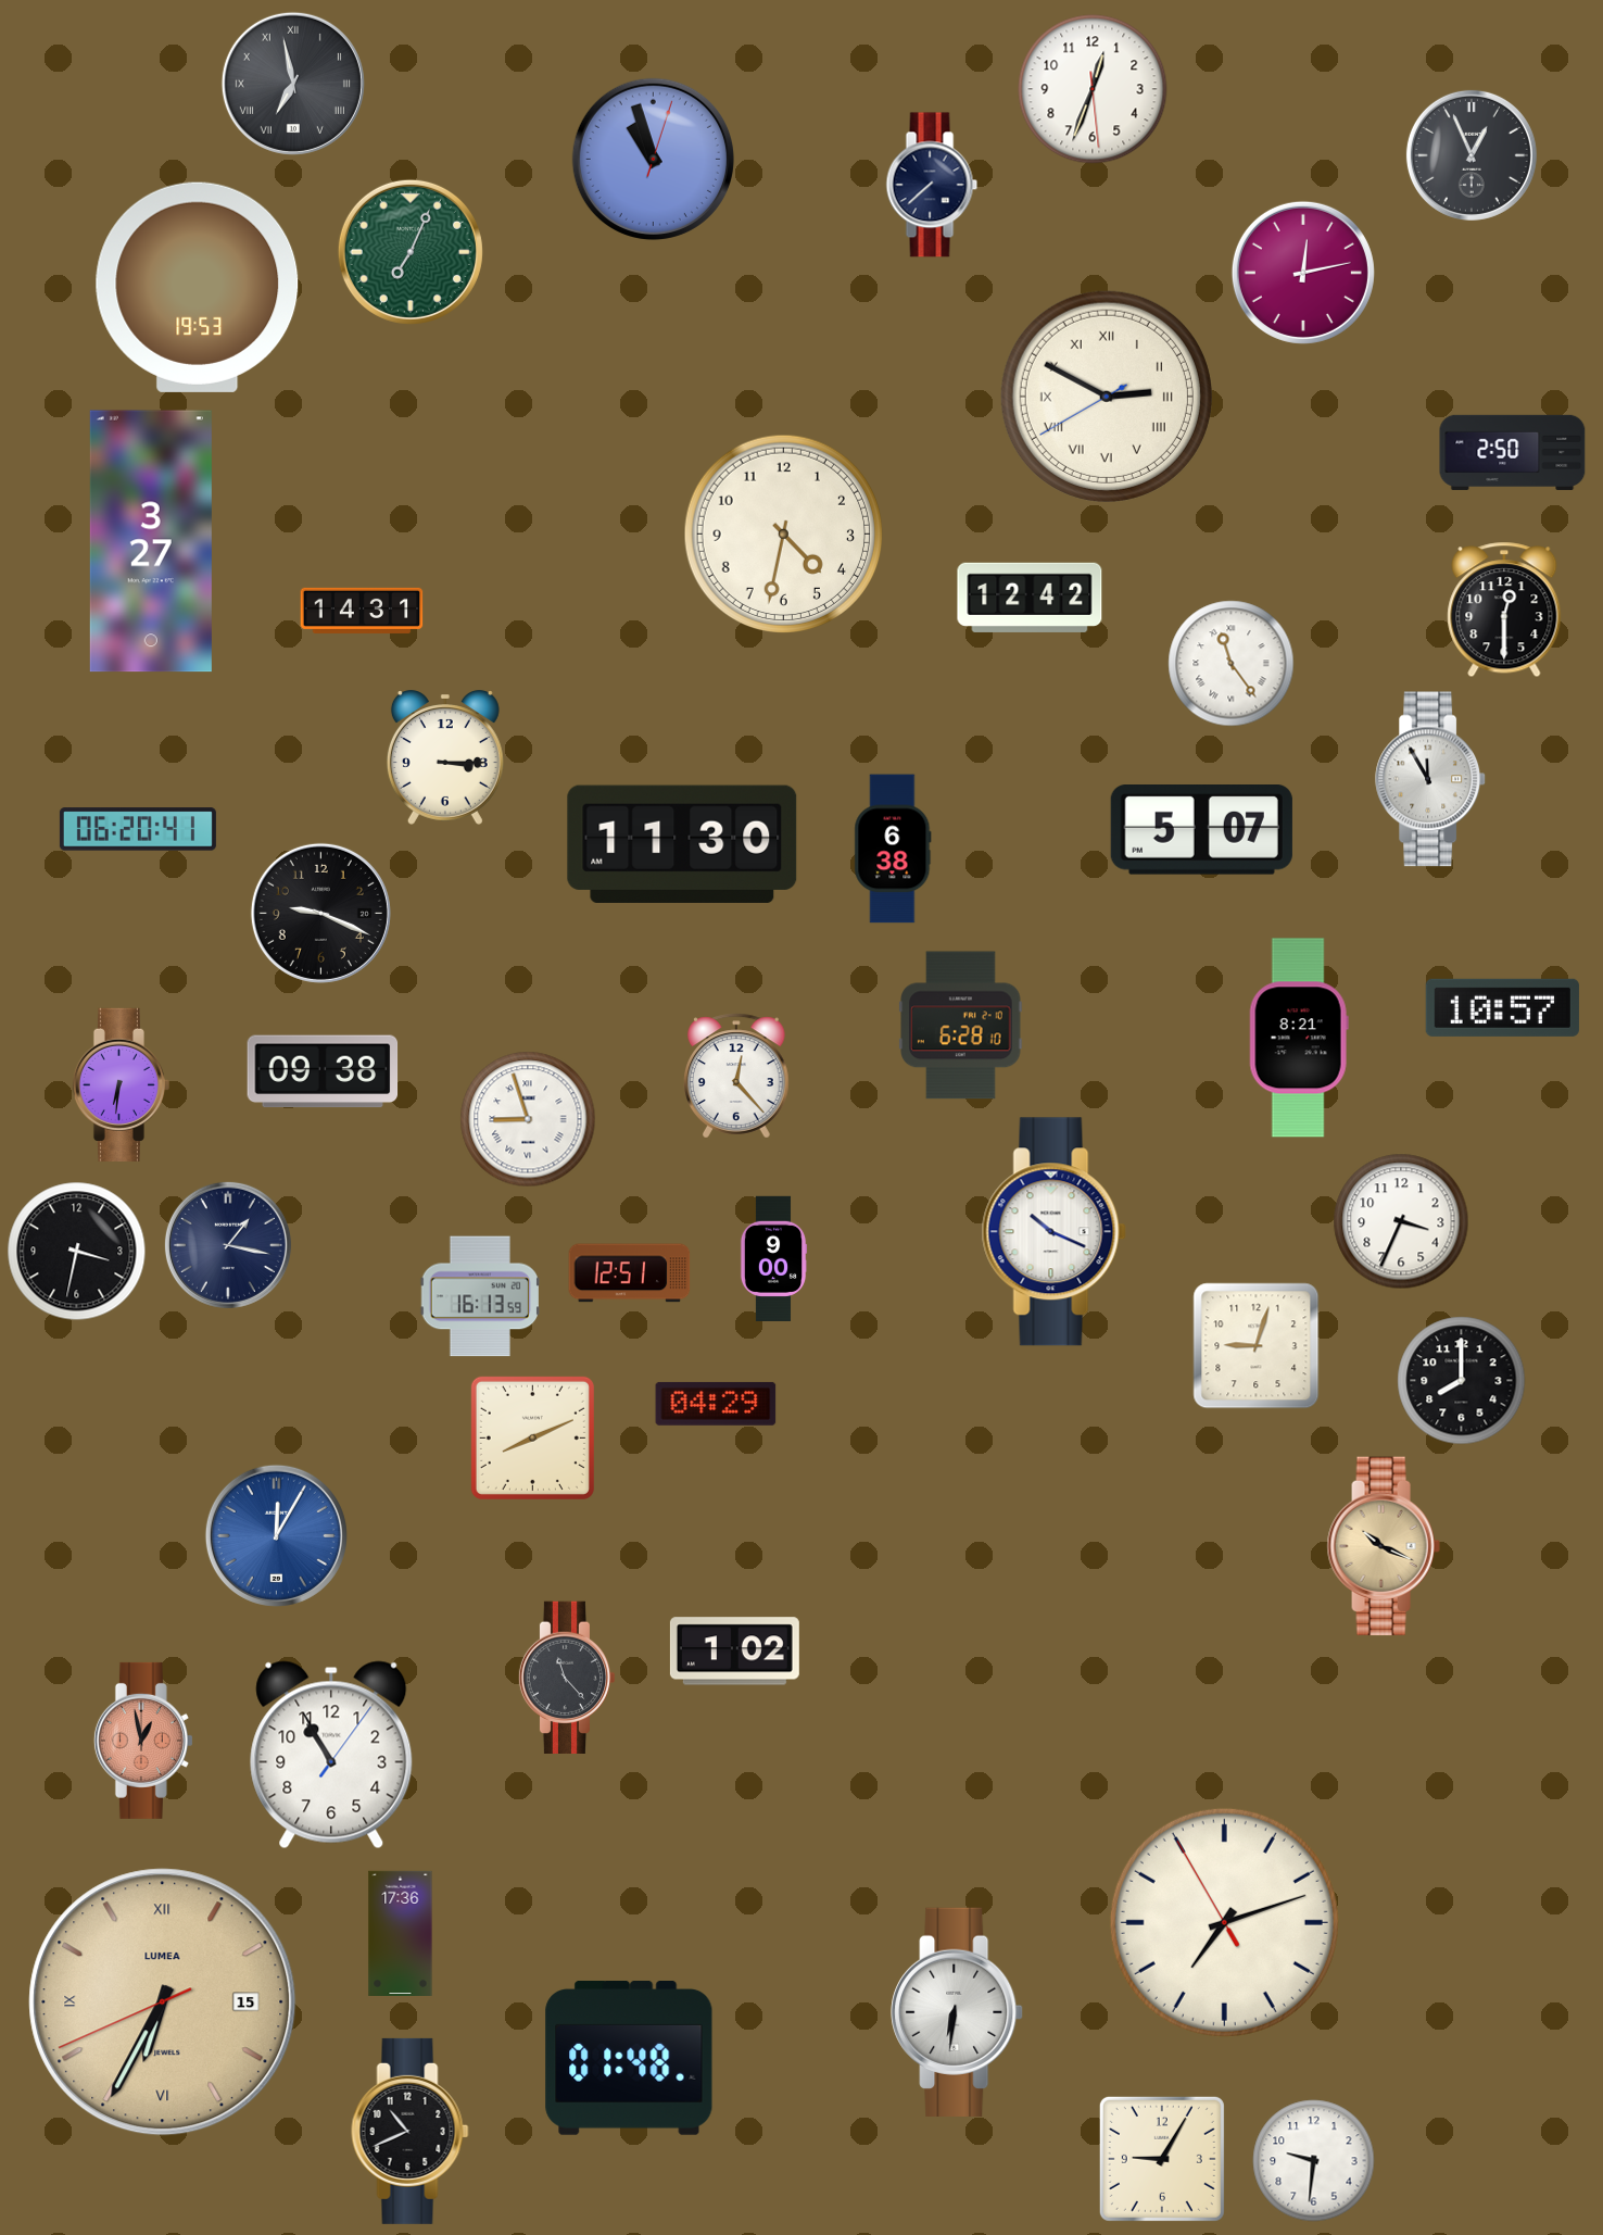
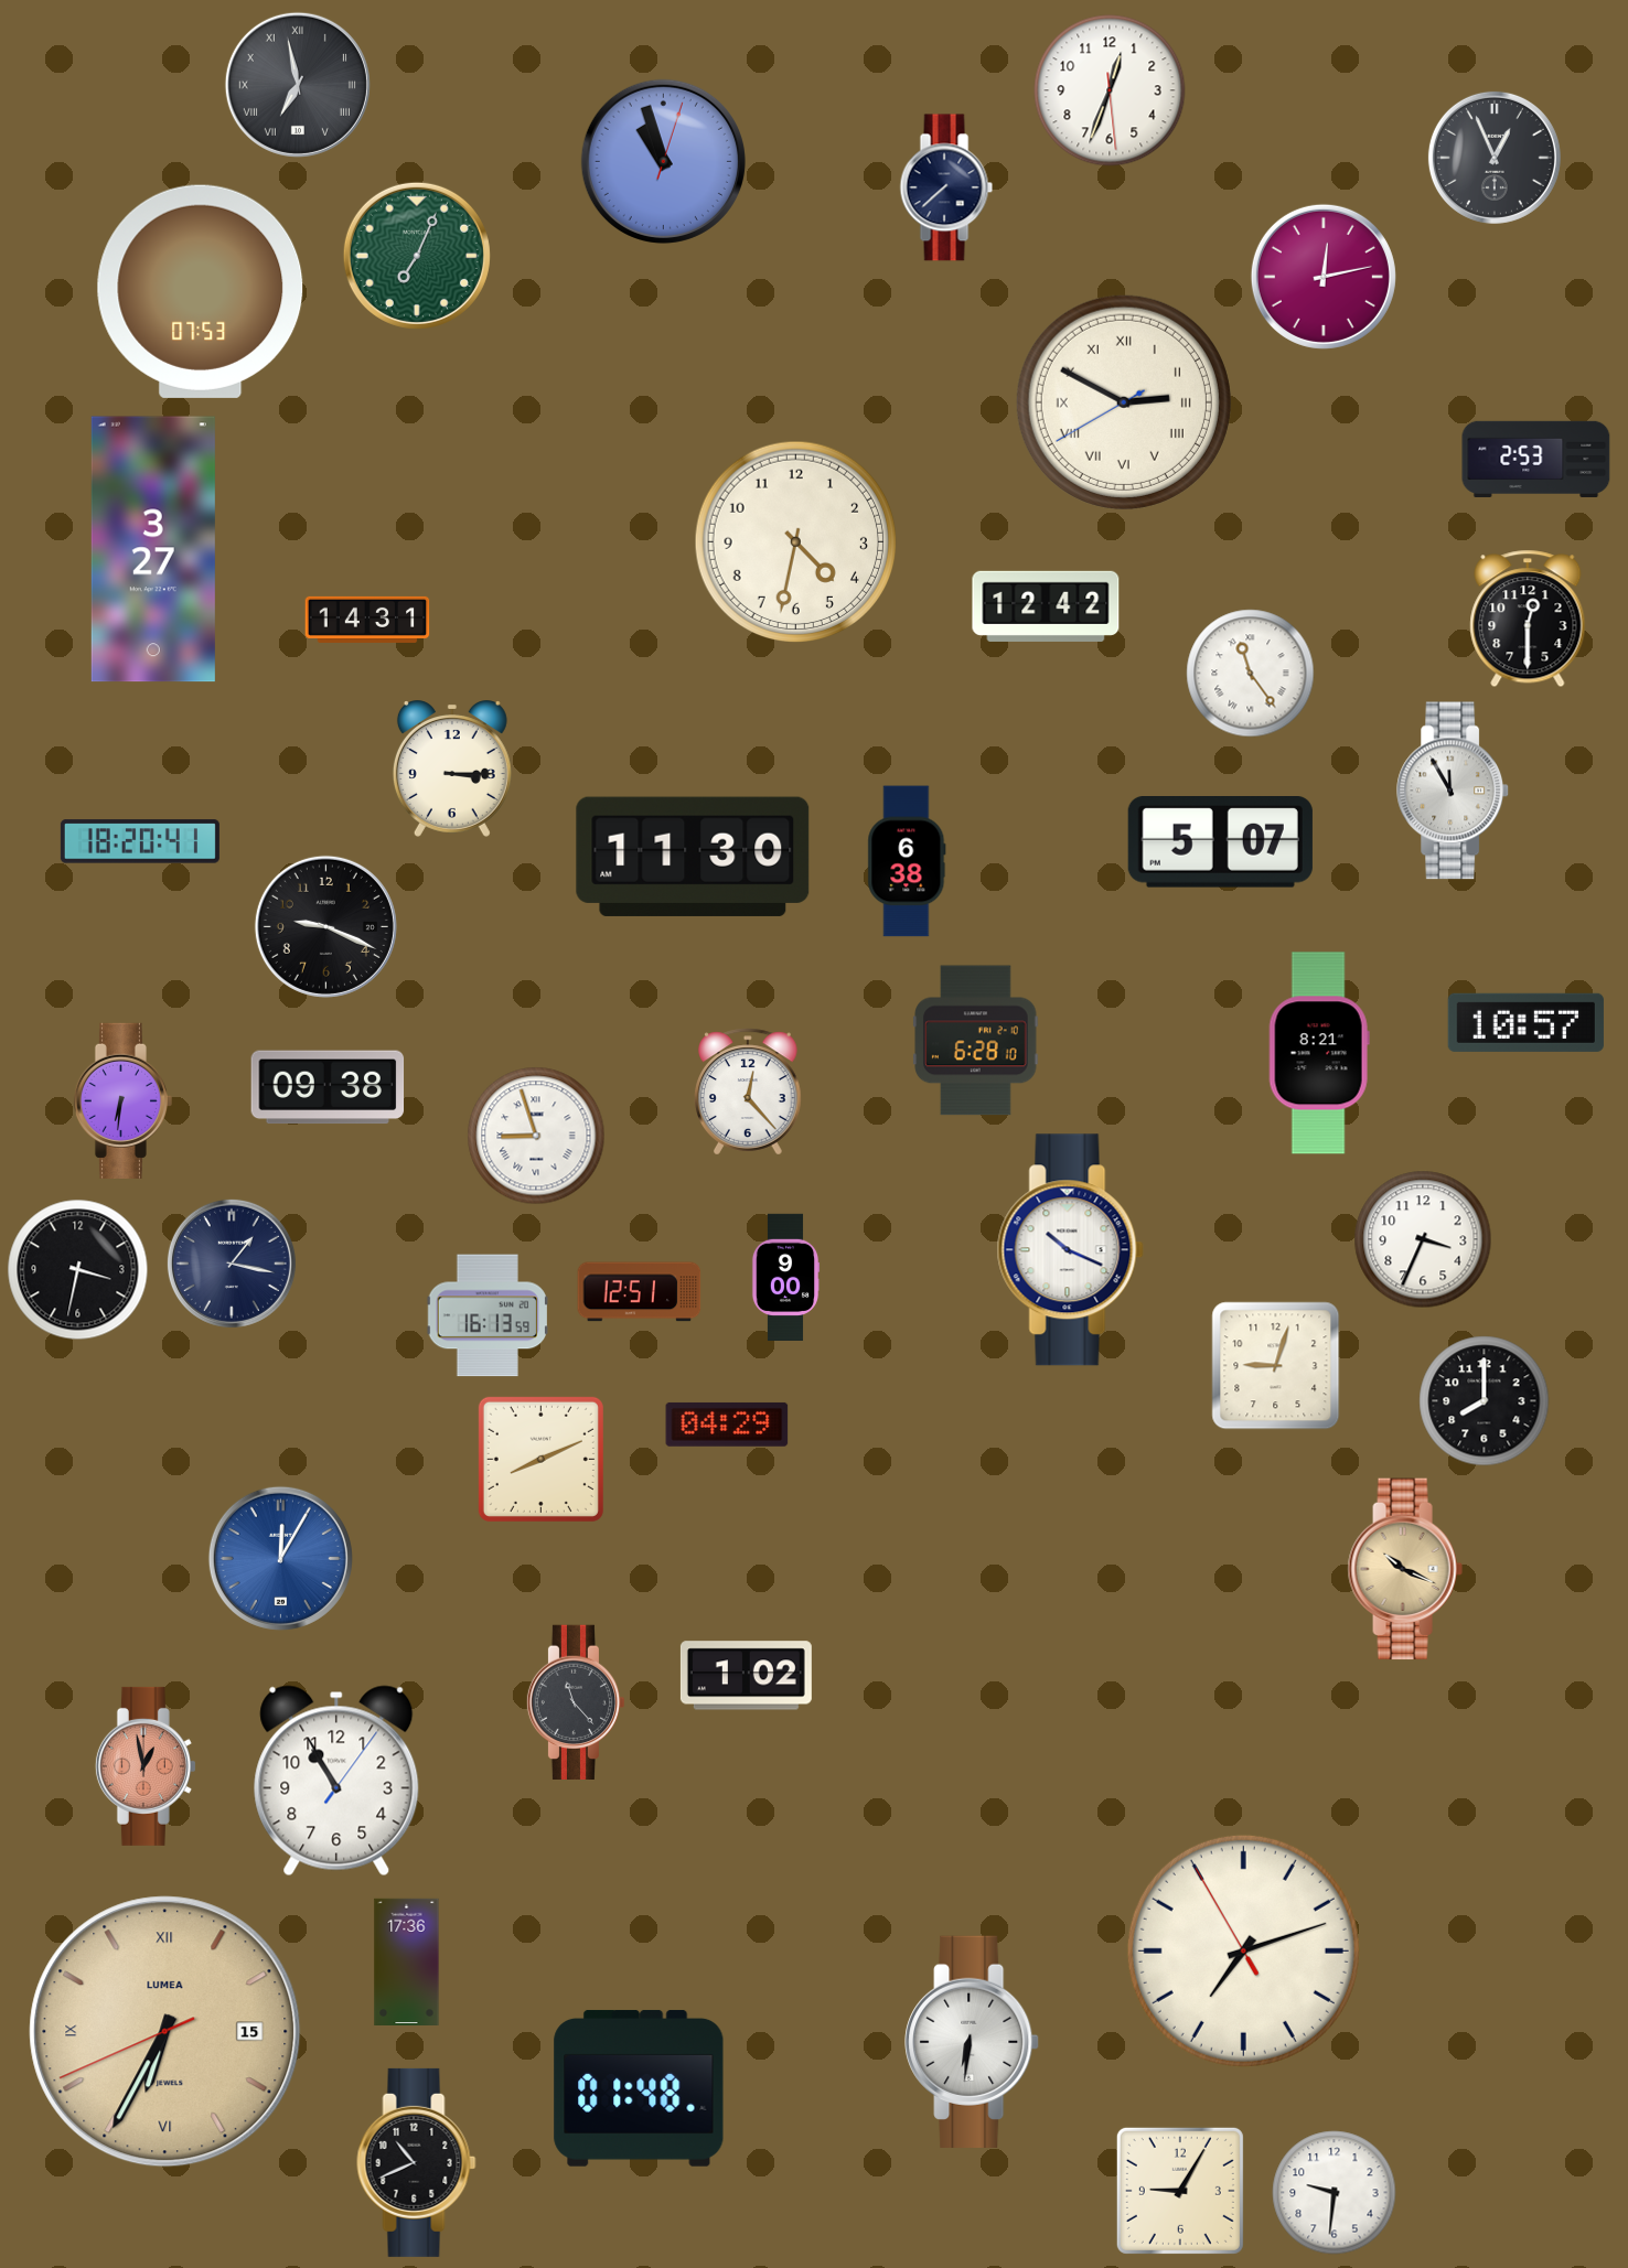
clock at (198, 287): 19:53 -> 07:53
clock at (1513, 452): 2:50 -> 2:53
clock at (138, 829): 06:20 -> 18:20
